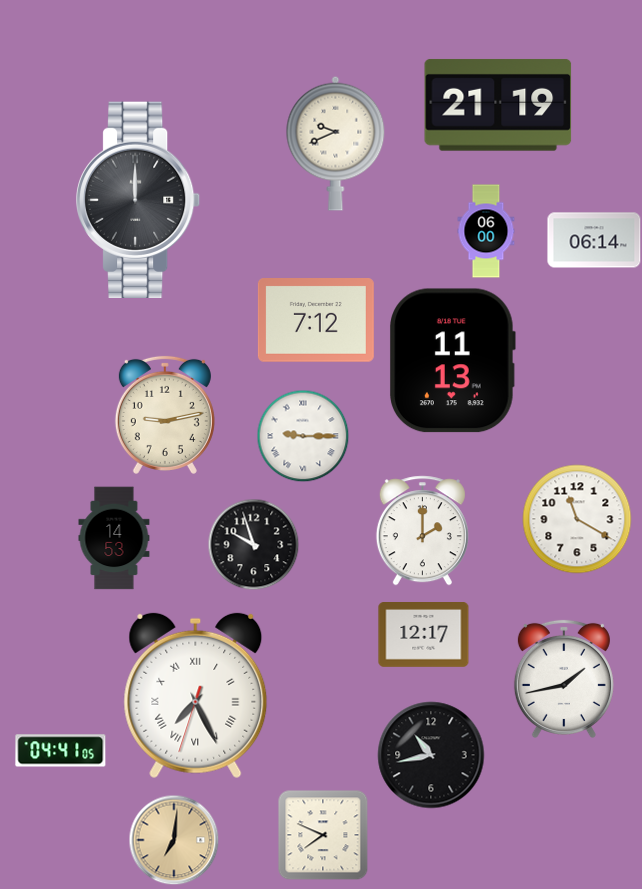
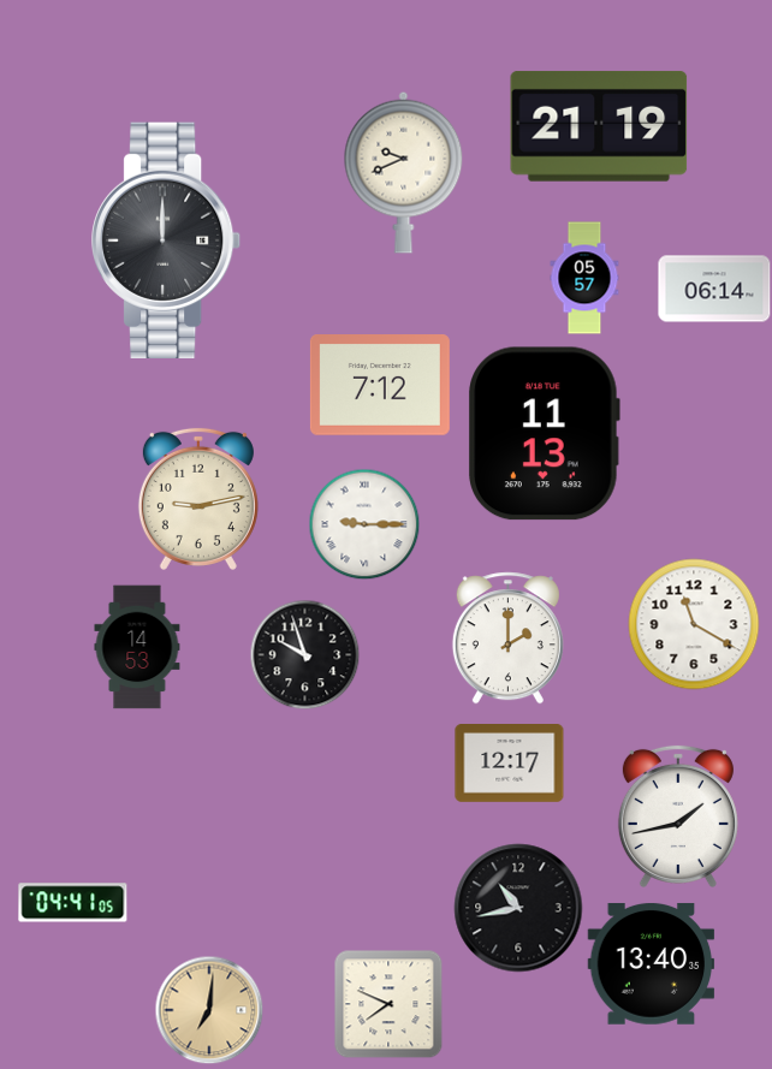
clock at (486, 231): 06:00 -> 05:57
clock at (196, 696): 7:25 -> none
clock at (652, 964): none -> 13:40
